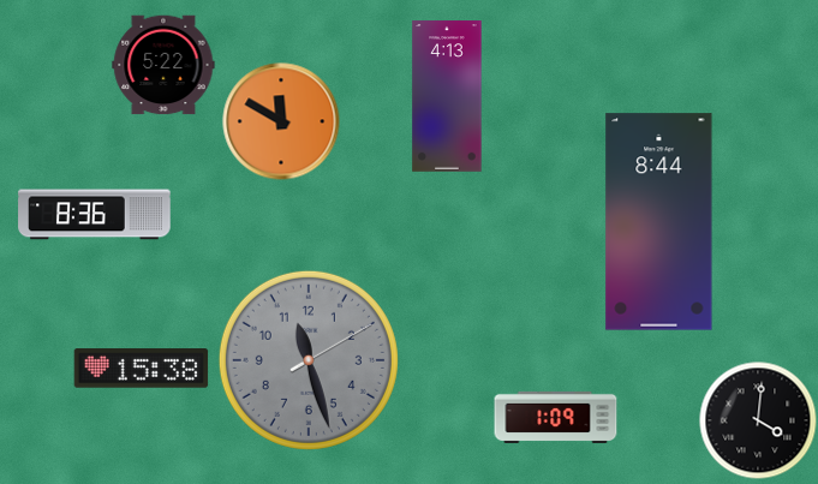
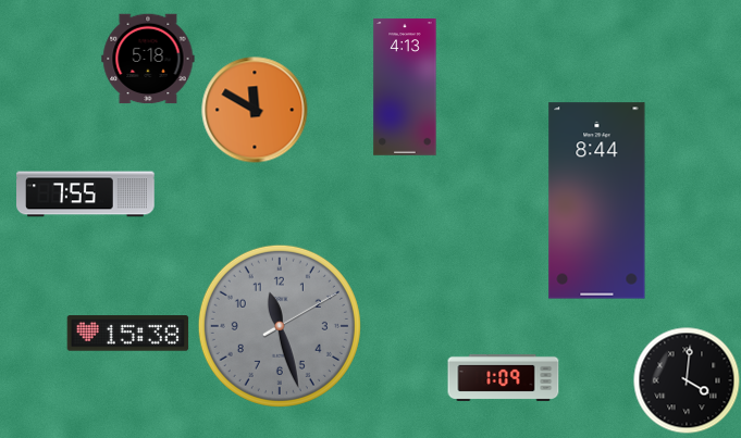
clock at (163, 65): 5:22 -> 5:18
clock at (95, 215): 8:36 -> 7:55
